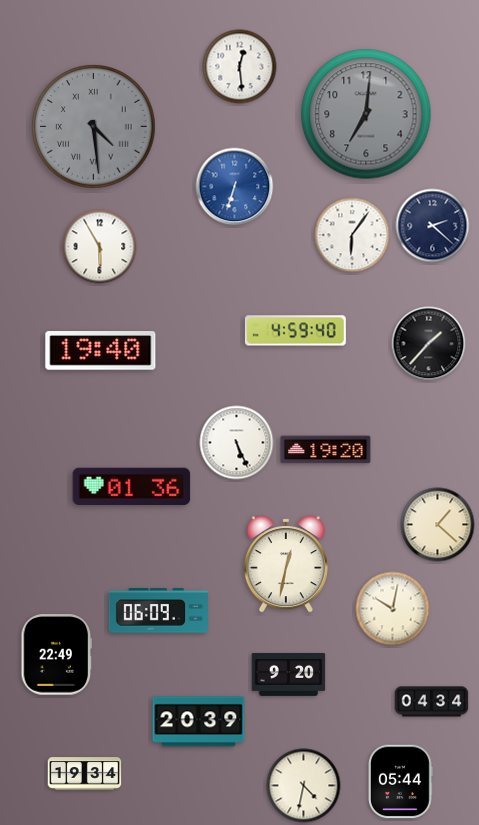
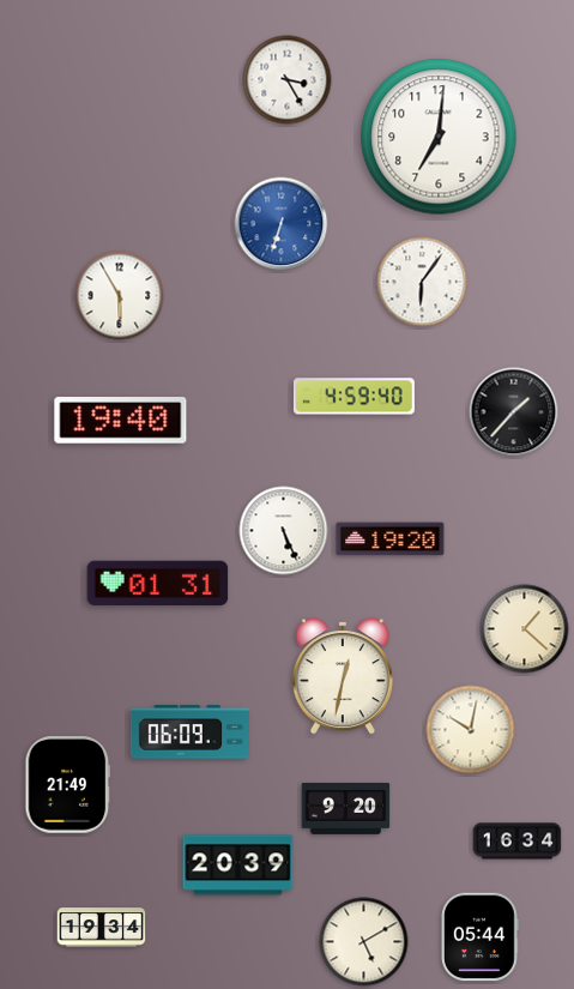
clock at (240, 67): 12:29 -> 3:25
clock at (366, 114) dial: grey -> white
clock at (94, 127): 4:29 -> none
clock at (433, 226): 2:22 -> none
clock at (132, 487): 01:36 -> 01:31
clock at (57, 655): 22:49 -> 21:49
clock at (432, 702): 04:34 -> 16:34
clock at (304, 786): 4:32 -> 5:10
